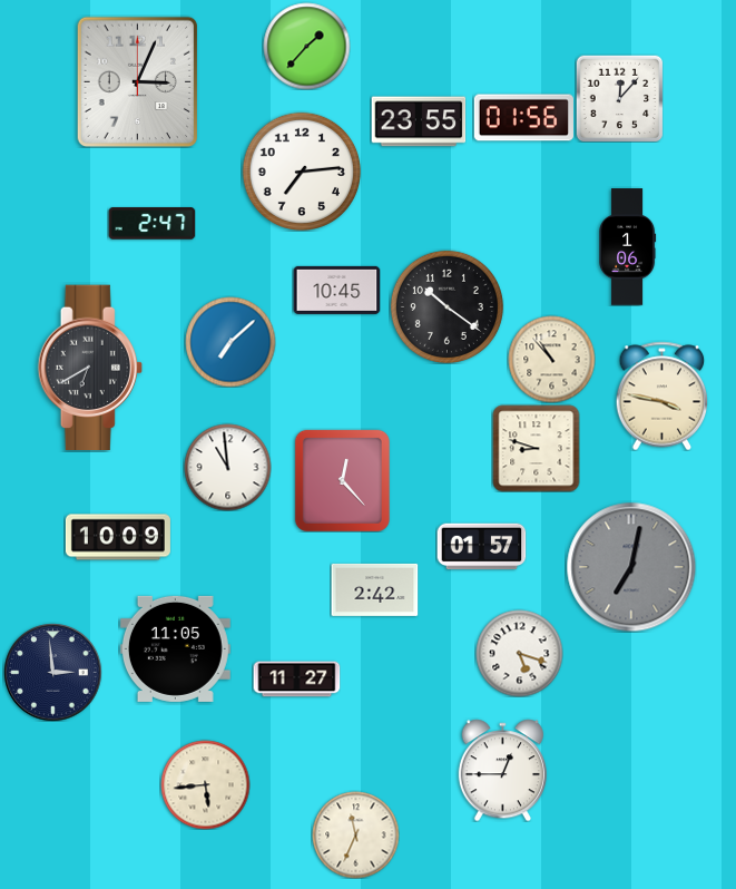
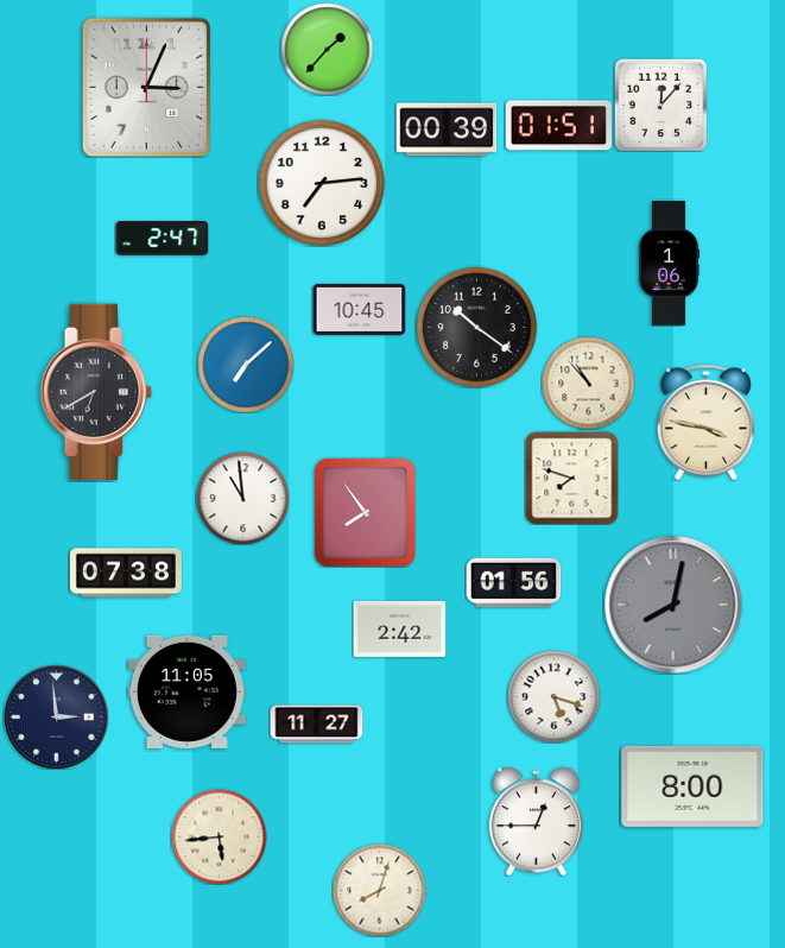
clock at (523, 118): 01:56 -> 01:51
clock at (419, 121): 23:55 -> 00:39
clock at (536, 448): 8:48 -> 7:48
clock at (342, 480): 12:23 -> 7:54
clock at (118, 537): 10:09 -> 07:38
clock at (481, 547): 01:57 -> 01:56
clock at (631, 567): 7:02 -> 8:02
clock at (692, 786): none -> 8:00
clock at (355, 834): 11:34 -> 8:03
